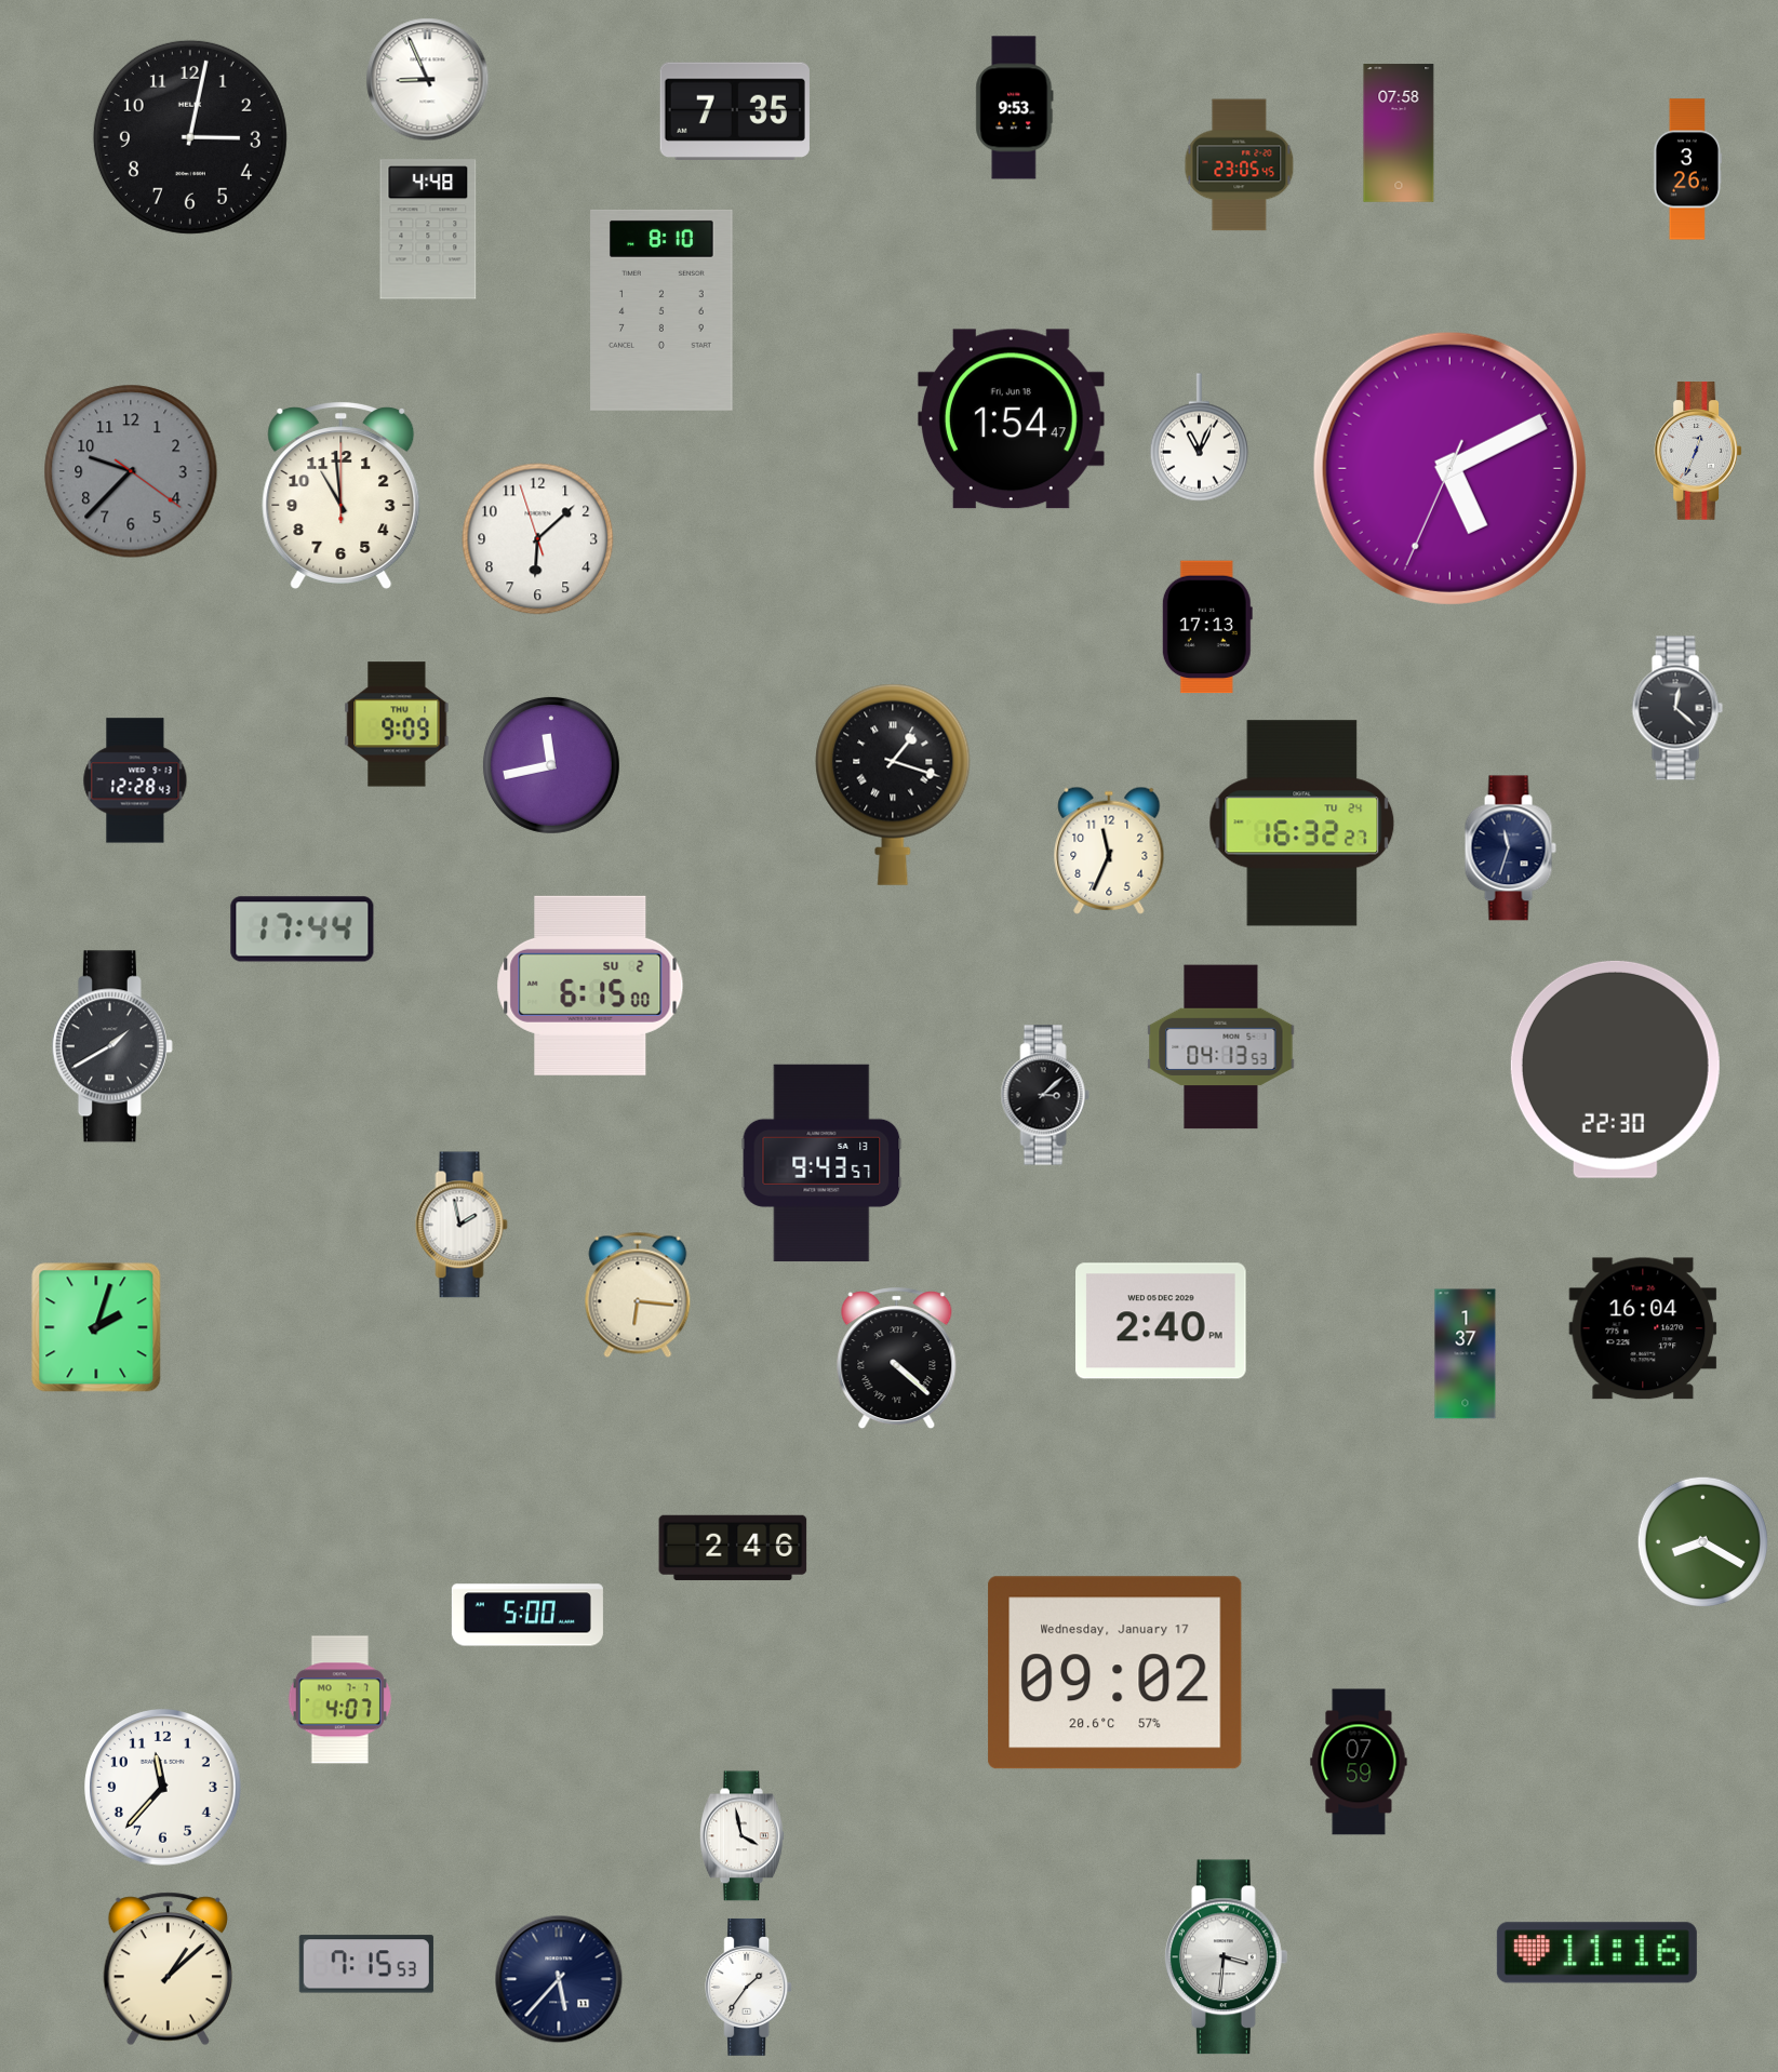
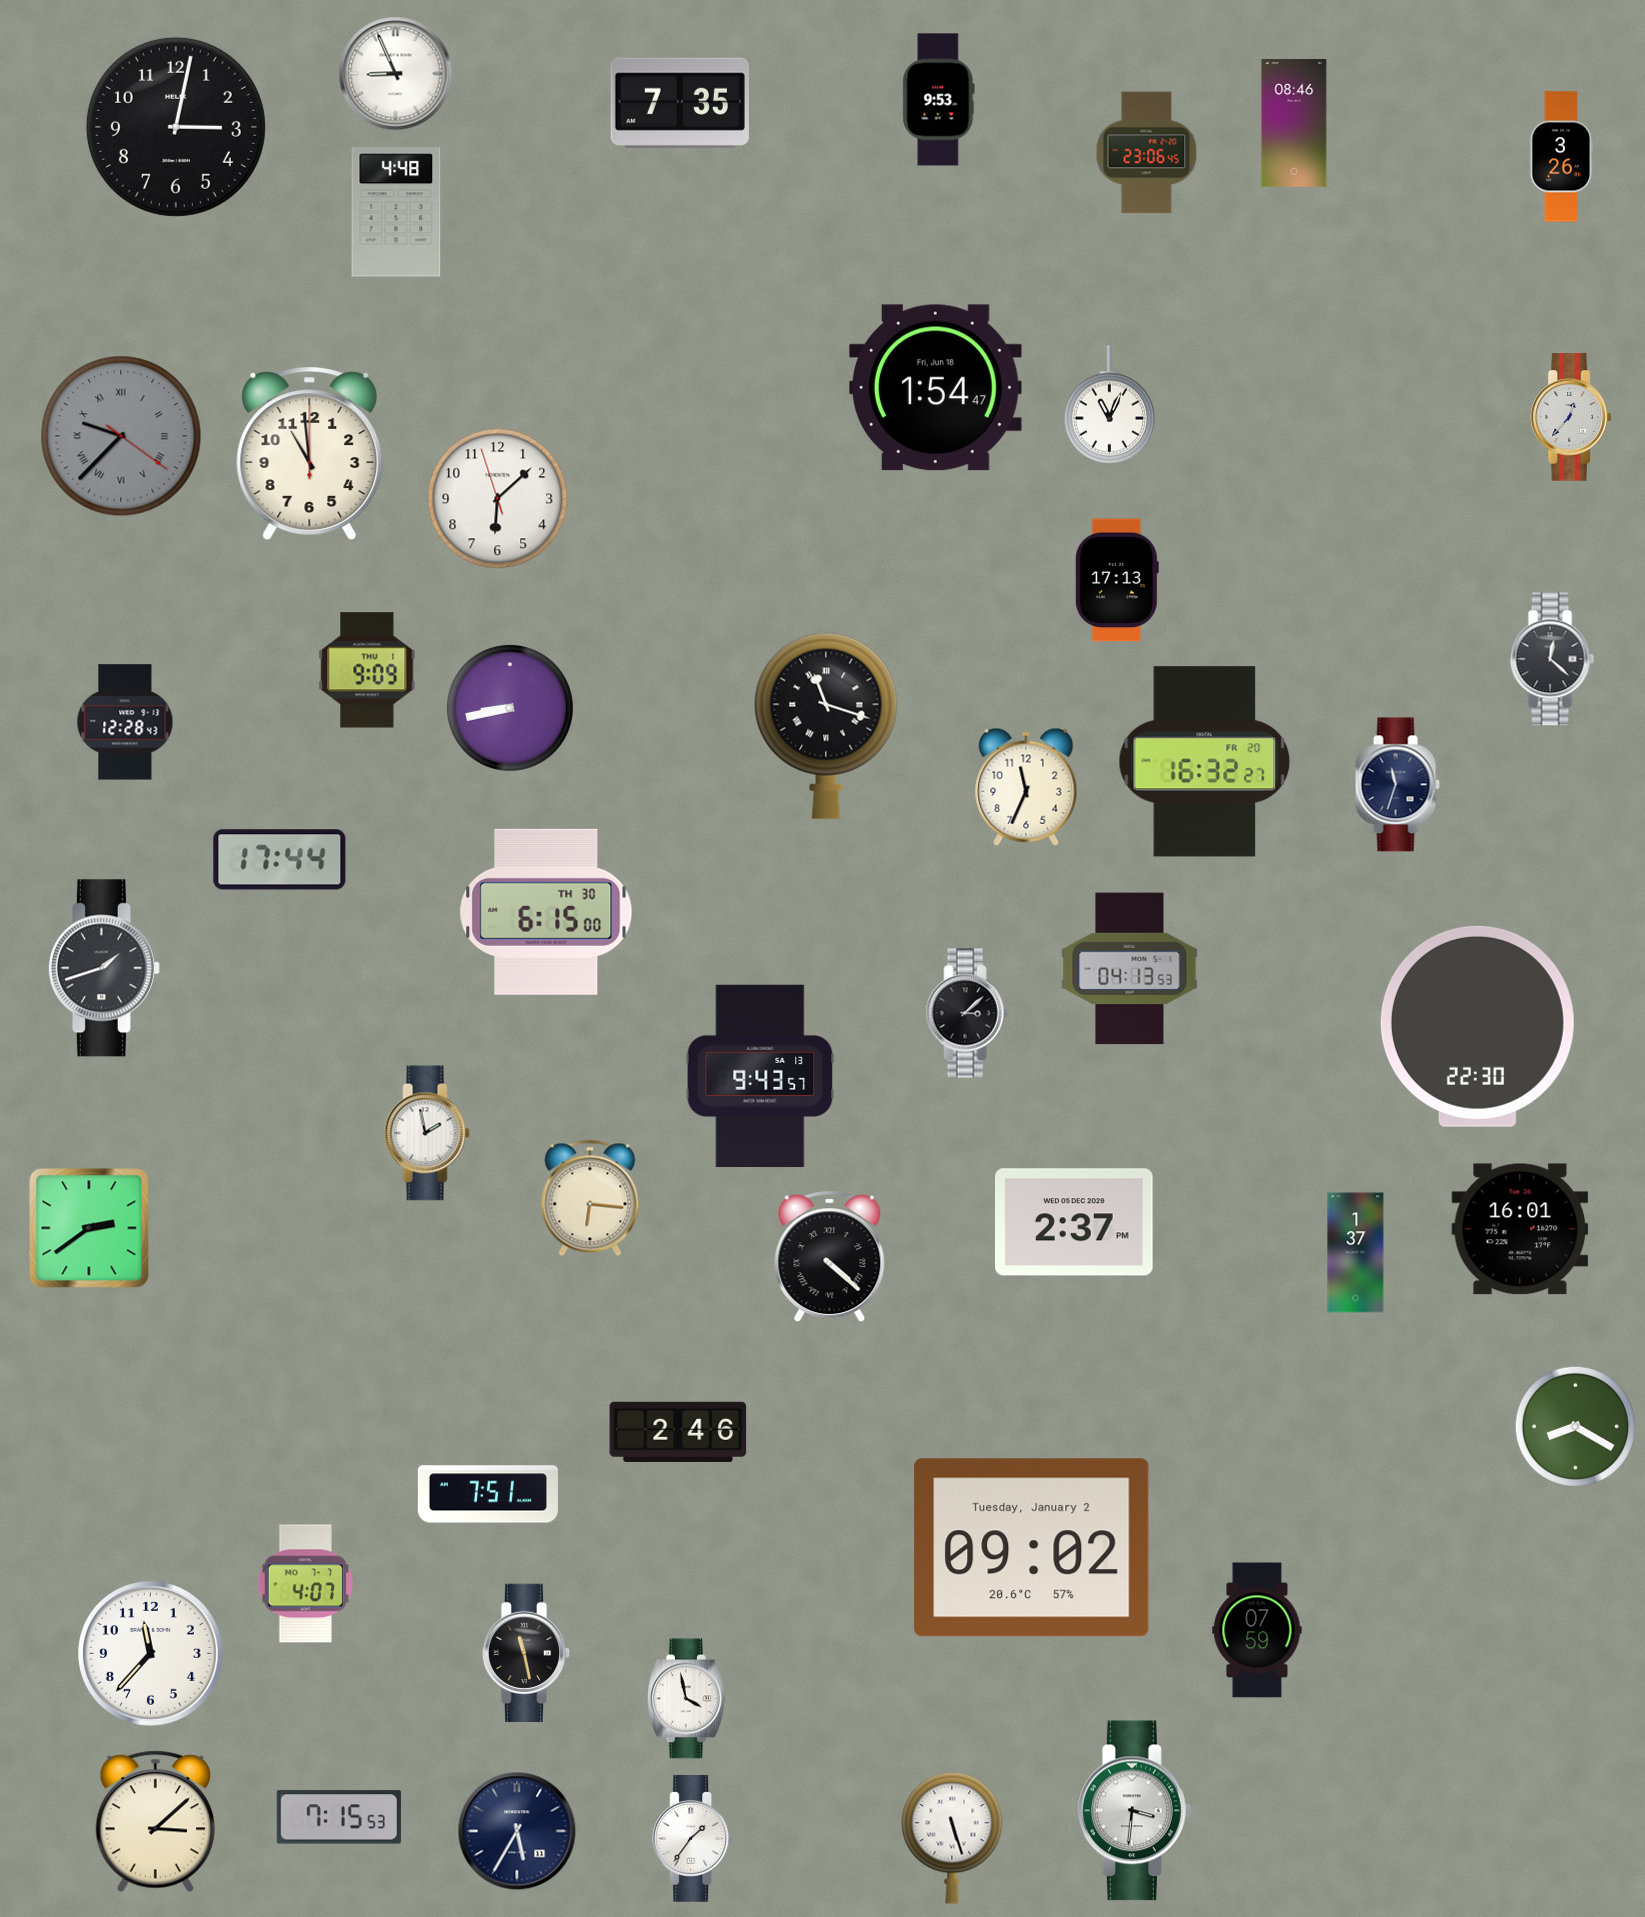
clock at (1399, 133): 07:58 -> 08:46
clock at (1240, 165): 23:05 -> 23:06
clock at (661, 310): 8:10 -> none
clock at (1698, 451): 12:34 -> 12:37
clock at (1449, 468): 5:10 -> none
clock at (131, 471) numerals: Arabic -> Roman
clock at (342, 495) position: (342, 495) -> (310, 453)
clock at (1677, 708) position: (1677, 708) -> (1552, 659)
clock at (551, 765): 11:43 -> 8:43
clock at (893, 785): 1:18 -> 11:18
clock at (1302, 824) date: TU 24 -> FR 20
clock at (590, 986) date: SU 2 -> TH 30
clock at (112, 1046): 1:40 -> 1:42
clock at (1615, 1069) position: (1615, 1069) -> (1477, 1026)
clock at (1162, 1321): 2:40 -> 2:37
clock at (96, 1327): 2:03 -> 2:39
clock at (1643, 1328): 16:04 -> 16:01
clock at (527, 1615): 5:00 -> 7:51
clock at (1115, 1673) date: Wednesday, January 17 -> Tuesday, January 2
clock at (339, 1700) position: (339, 1700) -> (305, 1584)
clock at (526, 1652): none -> 11:28
clock at (1596, 1953): 11:16 -> none
clock at (168, 1969): 1:08 -> 3:08
clock at (559, 1979): 5:37 -> 5:35
clock at (952, 1838): none -> 5:27
